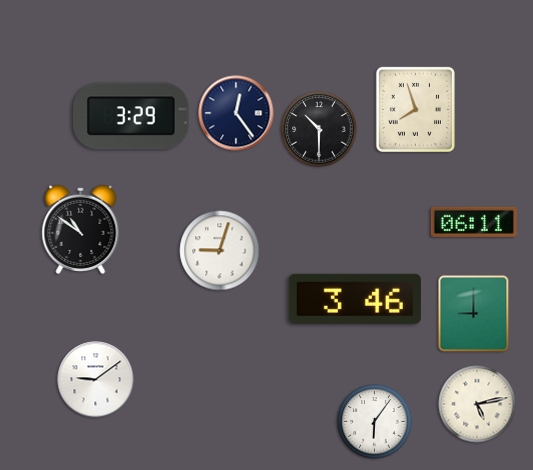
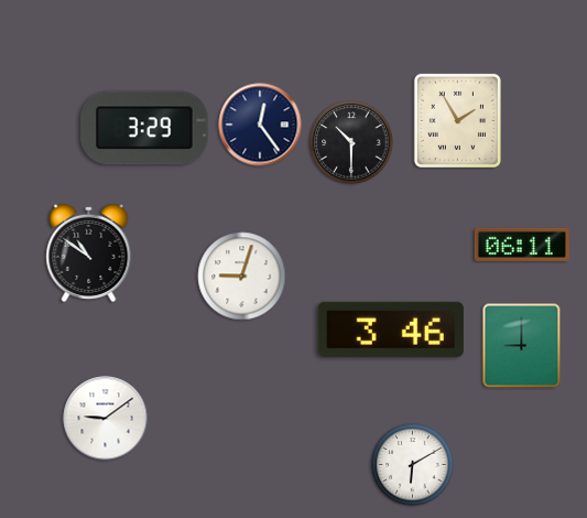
clock at (415, 109): 7:57 -> 1:55
clock at (477, 404): 5:13 -> none
clock at (375, 422): 6:06 -> 6:10
